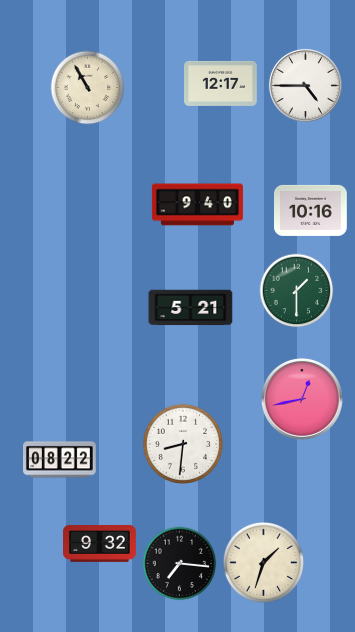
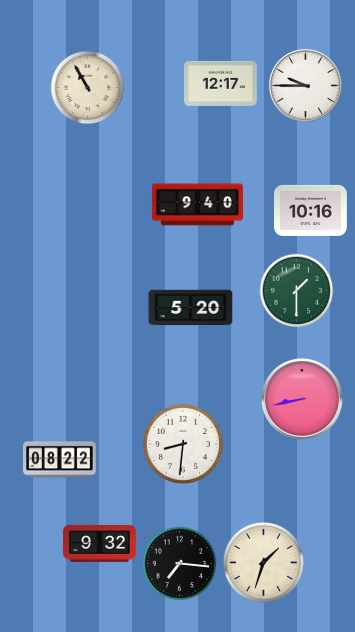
clock at (305, 85): 4:45 -> 9:45
clock at (191, 308): 5:21 -> 5:20
clock at (302, 399): 12:43 -> 8:43
